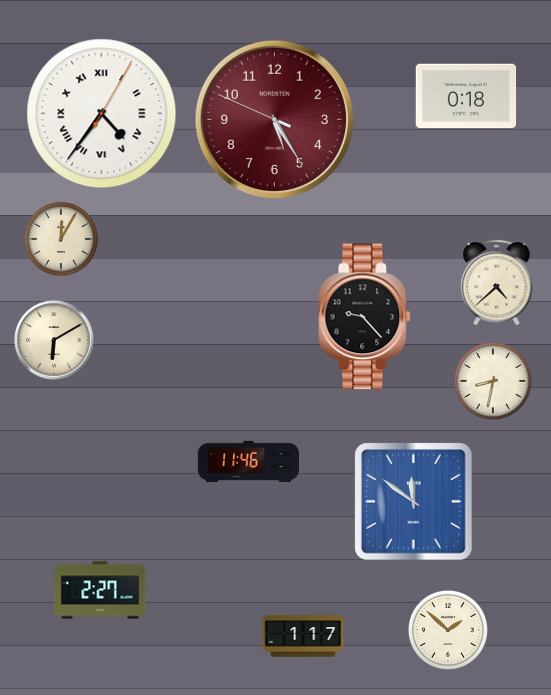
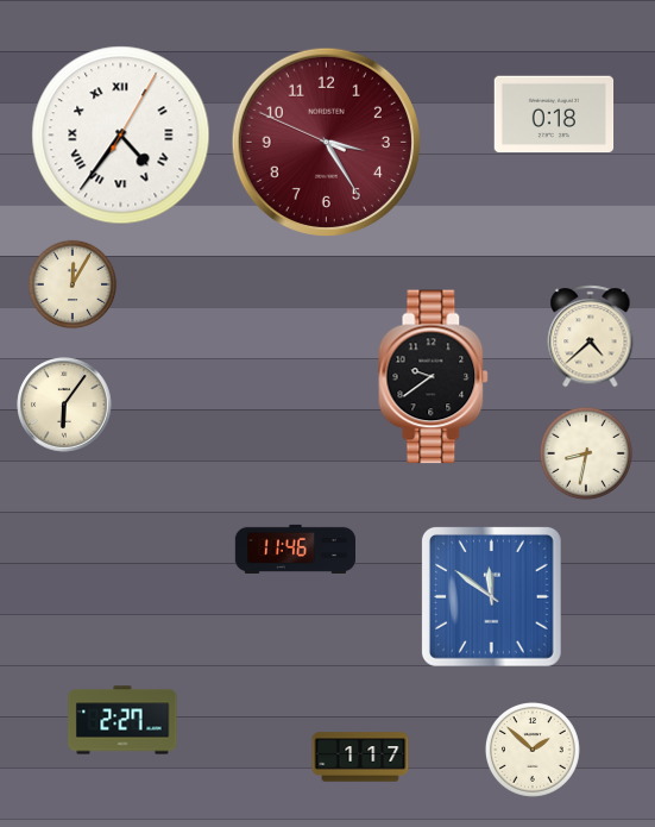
clock at (274, 119): 5:24 -> 3:24
clock at (365, 317): 9:23 -> 9:39
clock at (54, 340): 6:10 -> 6:06
clock at (100, 590) position: (100, 590) -> (122, 720)
